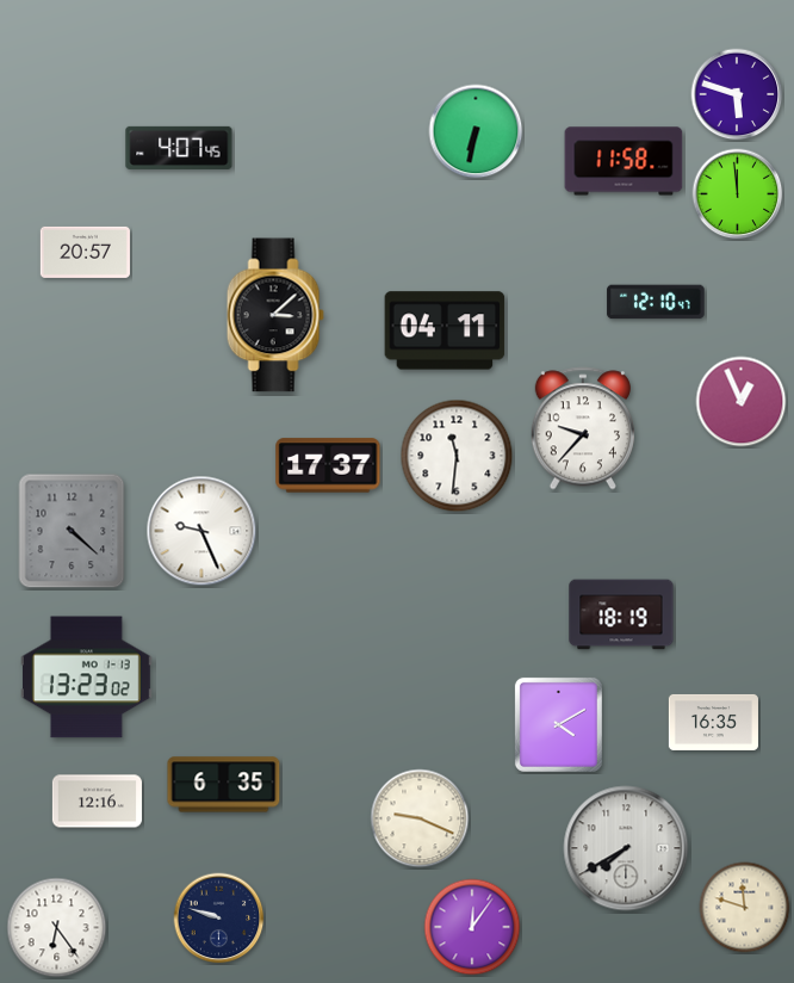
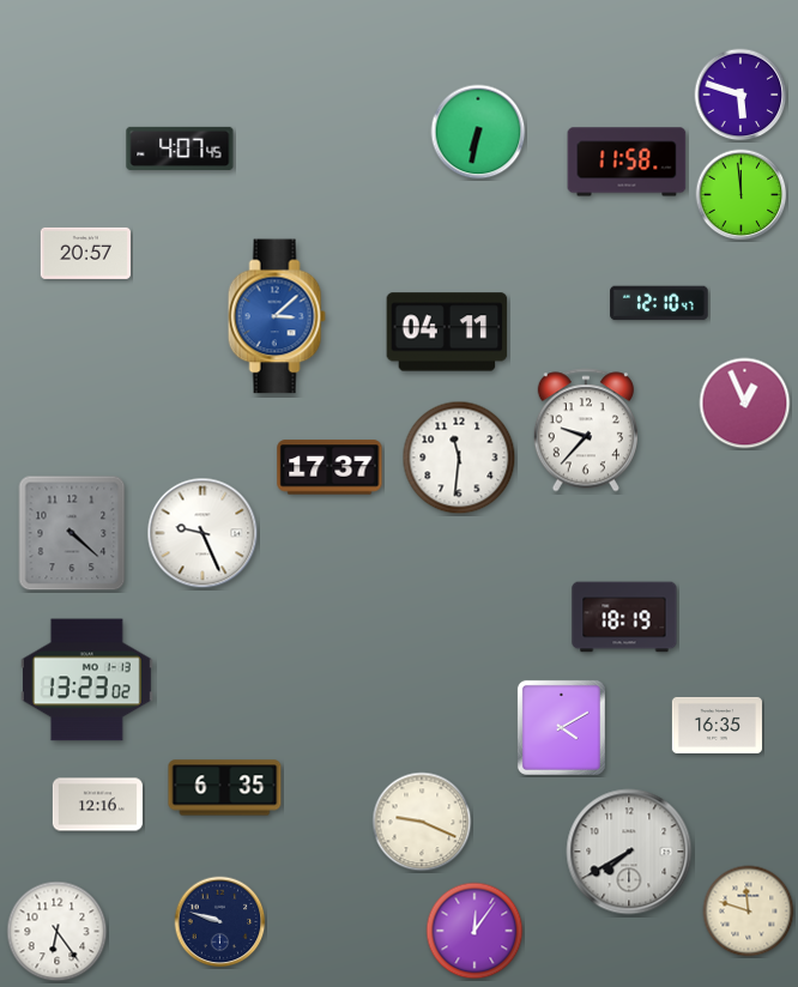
clock at (275, 315) dial: black -> blue
